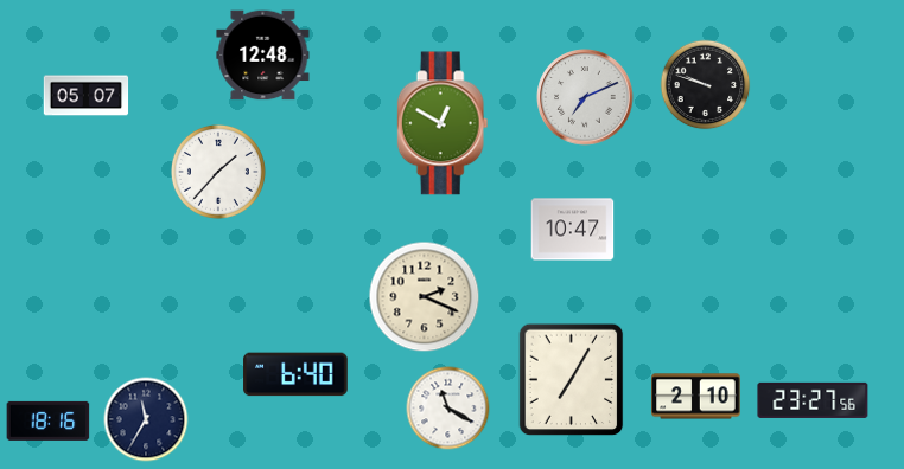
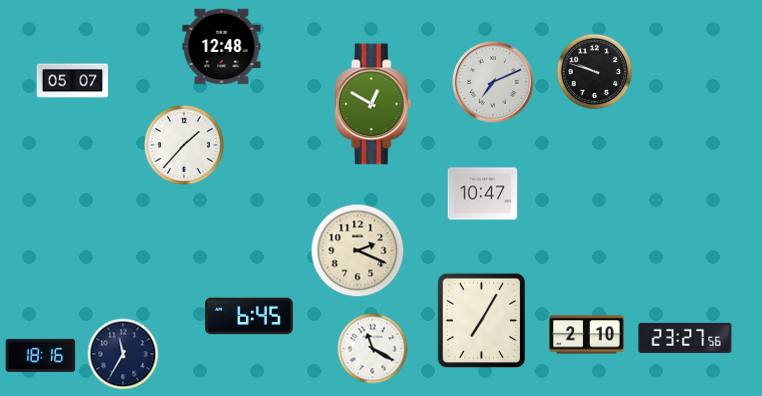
clock at (295, 374): 6:40 -> 6:45
clock at (448, 409) position: (448, 409) -> (373, 349)
